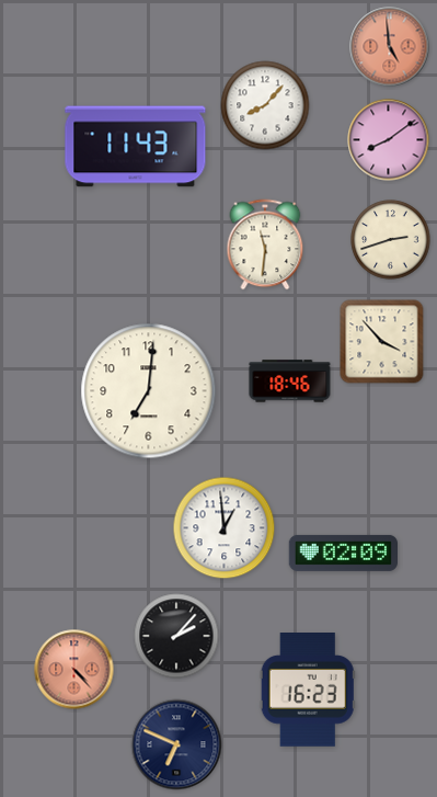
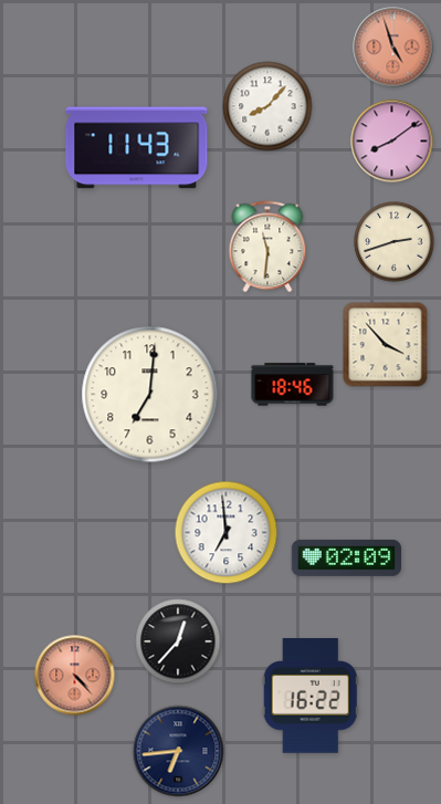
clock at (390, 47): 4:59 -> 4:57
clock at (225, 528): 12:59 -> 6:59
clock at (176, 636): 2:07 -> 12:37
clock at (308, 691): 16:23 -> 16:22
clock at (176, 744): 6:49 -> 6:44
